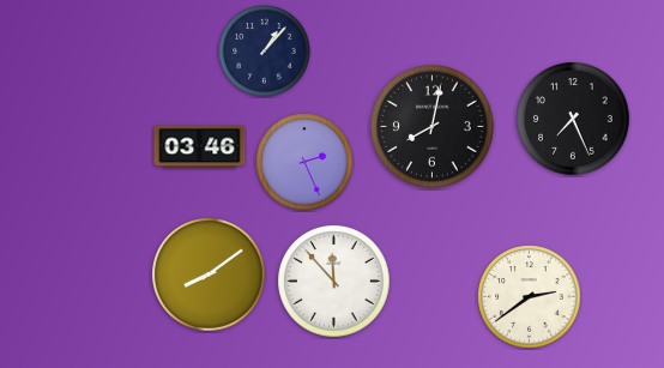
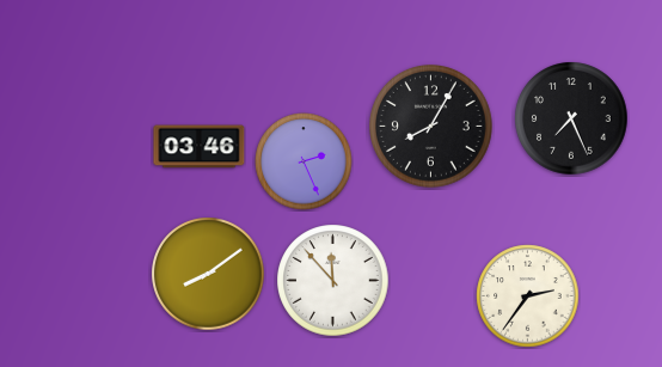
clock at (265, 52): 1:07 -> none
clock at (433, 127): 8:02 -> 8:05
clock at (530, 297): 2:39 -> 2:36
